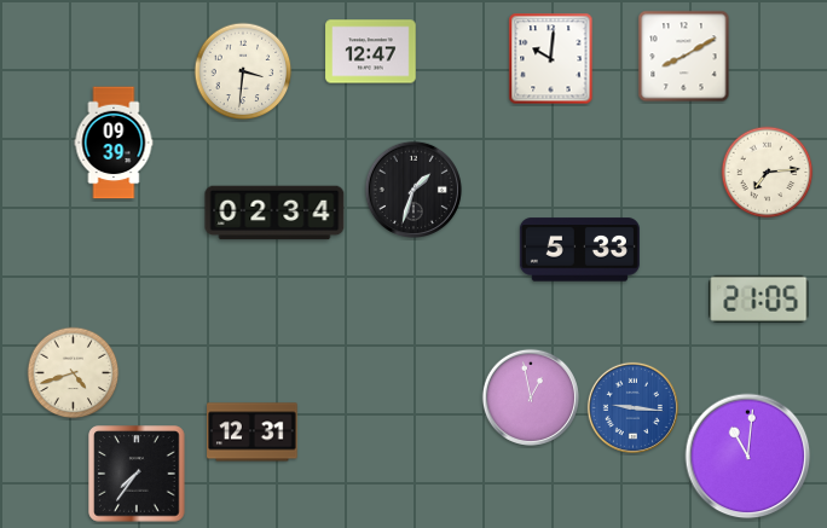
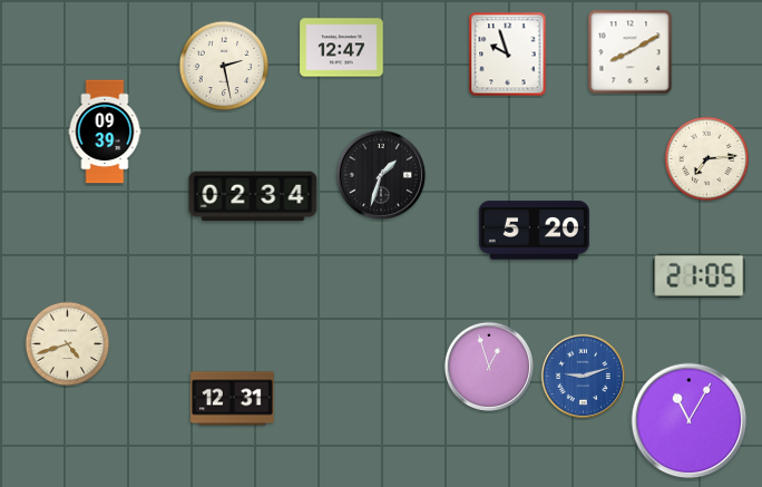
clock at (551, 59): 10:01 -> 9:57
clock at (243, 71): 3:31 -> 2:28
clock at (579, 250): 5:33 -> 5:20
clock at (531, 398): 12:58 -> 12:57
clock at (632, 407): 9:16 -> 9:12
clock at (748, 457): 11:01 -> 11:05
clock at (137, 474): 7:36 -> none
